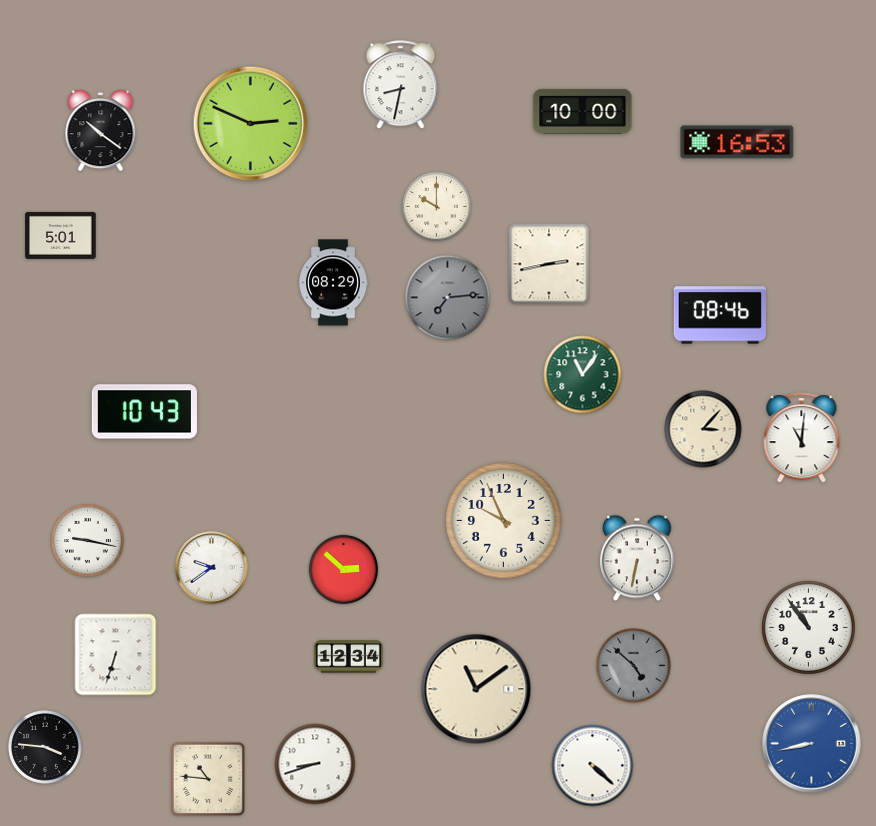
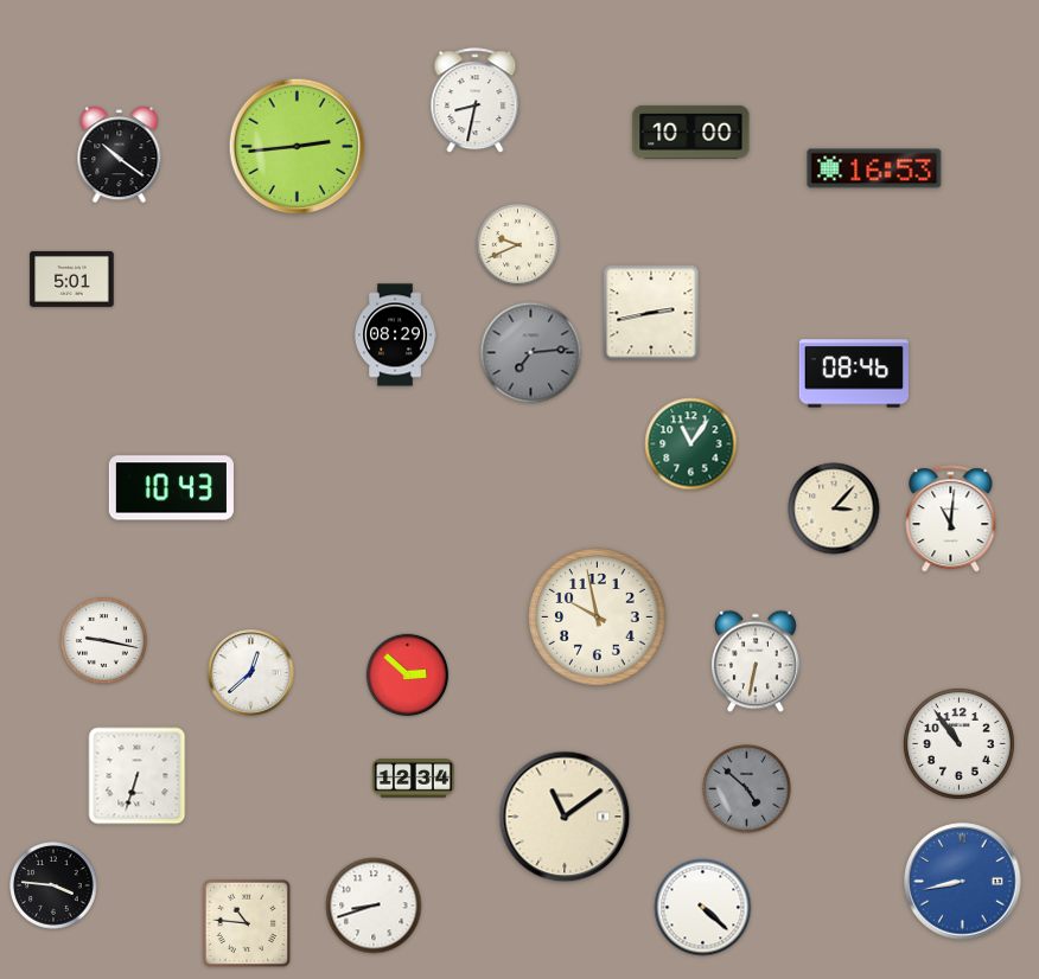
clock at (251, 124): 2:49 -> 2:44
clock at (437, 207): 10:00 -> 9:41
clock at (504, 521): 9:56 -> 9:58
clock at (212, 568): 9:39 -> 12:38
clock at (634, 666) position: (634, 666) -> (747, 789)
